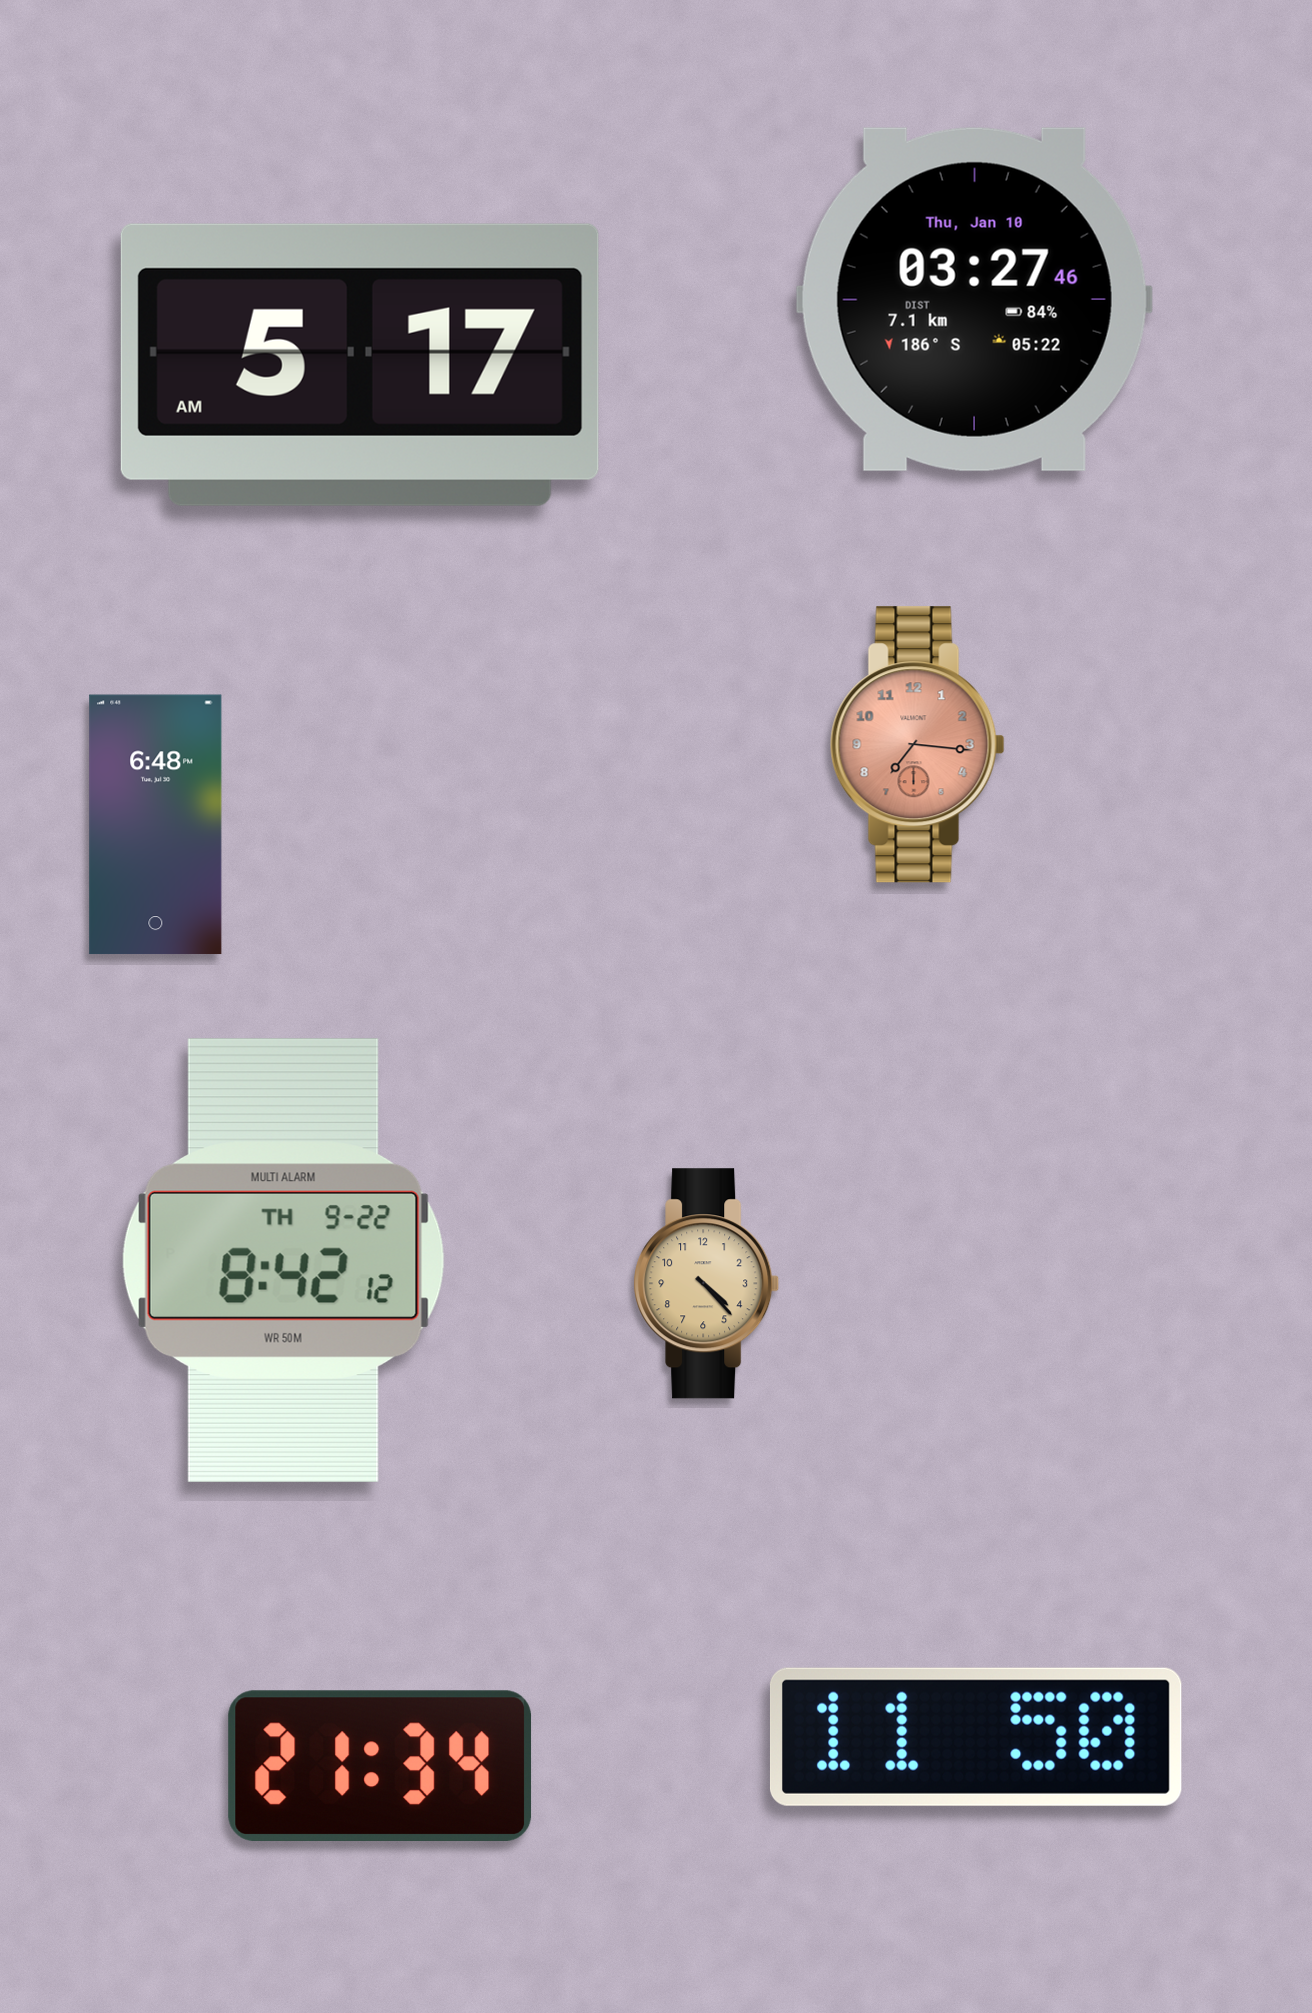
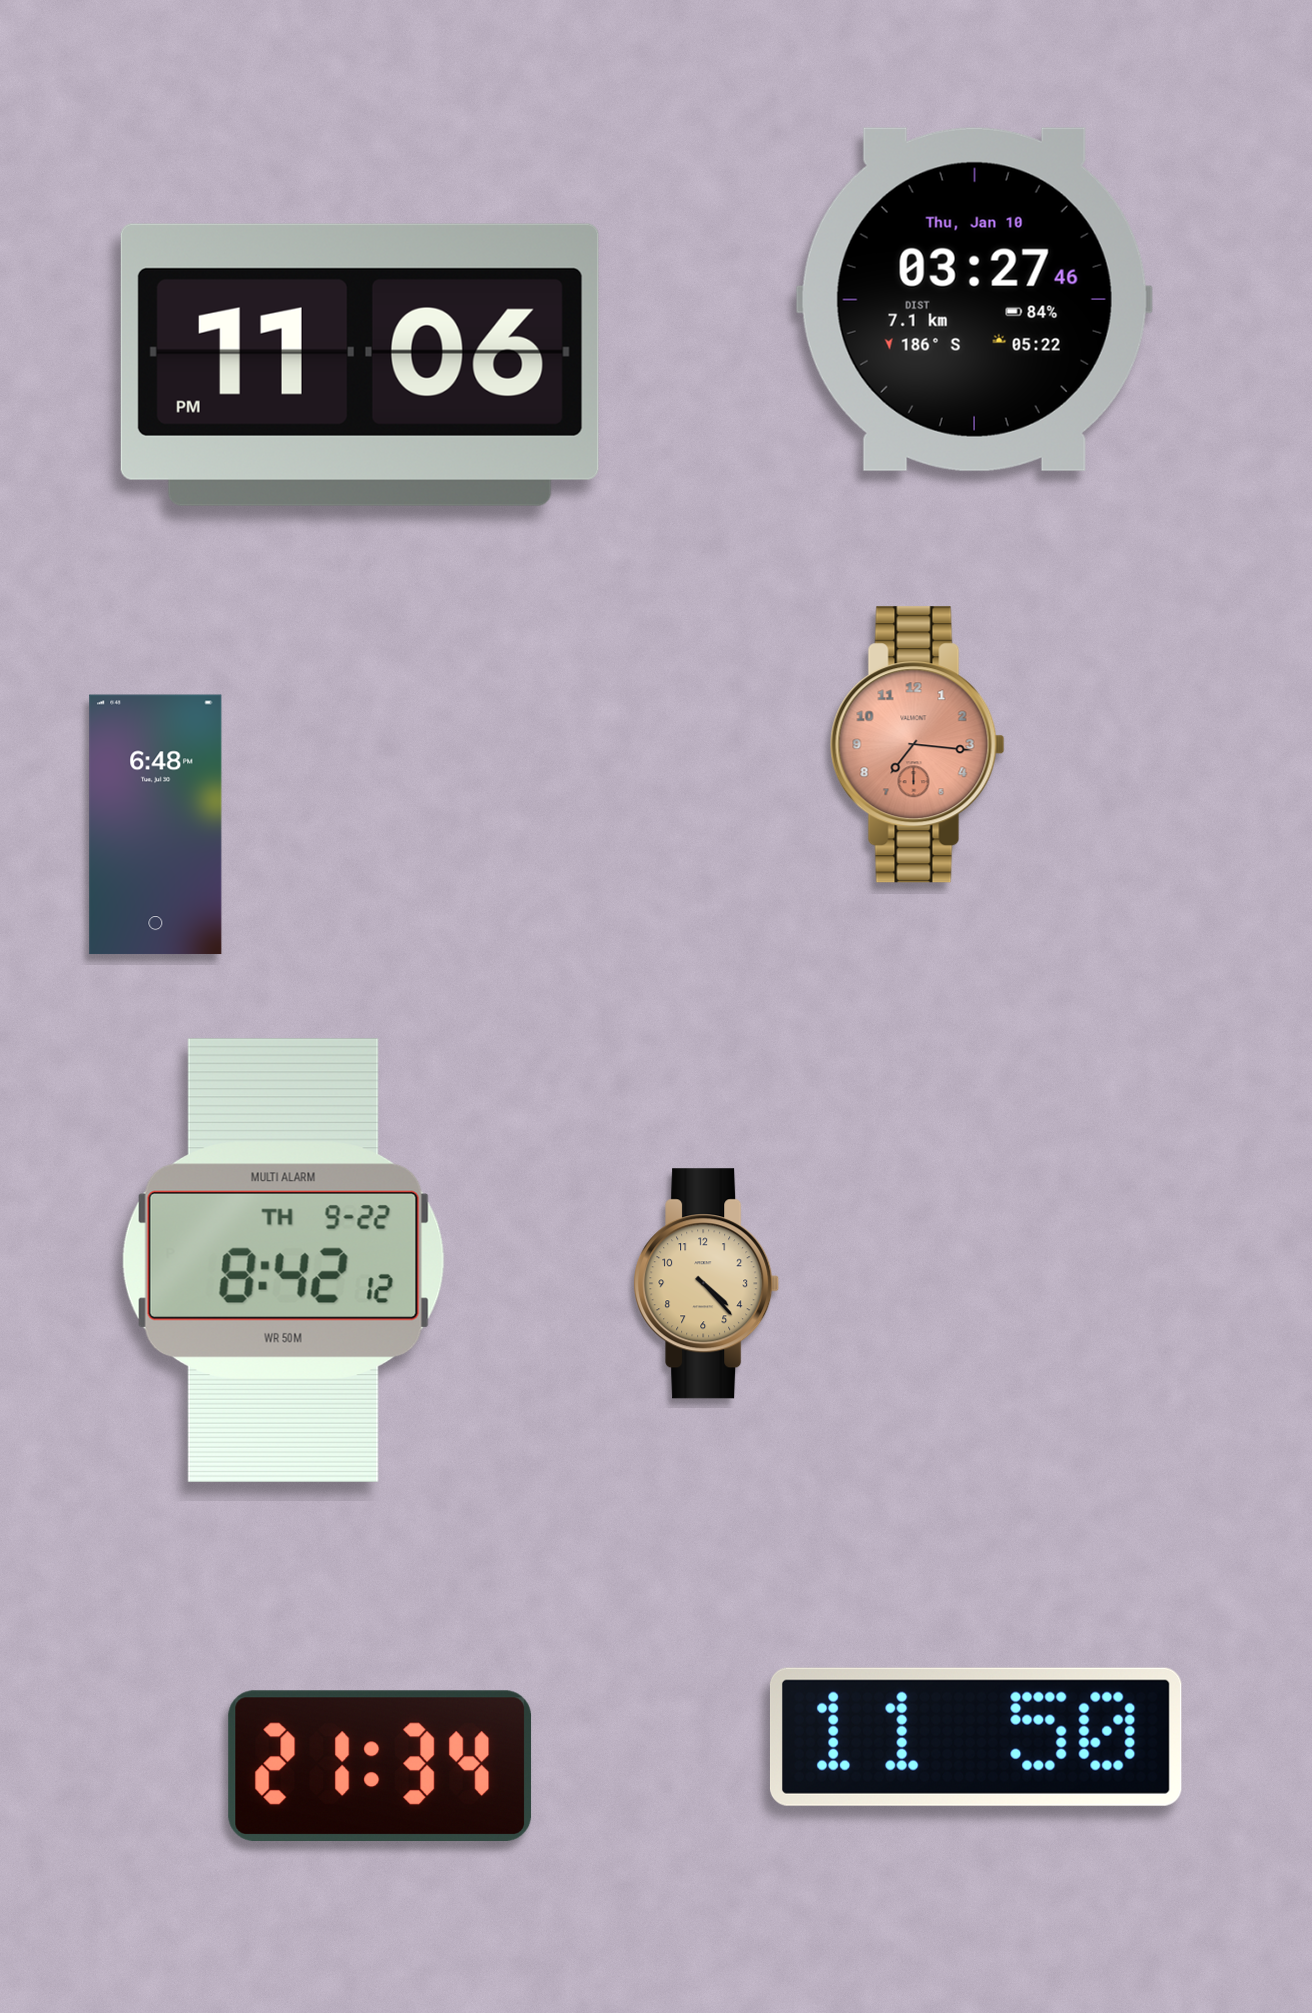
clock at (360, 365): 5:17 -> 11:06
